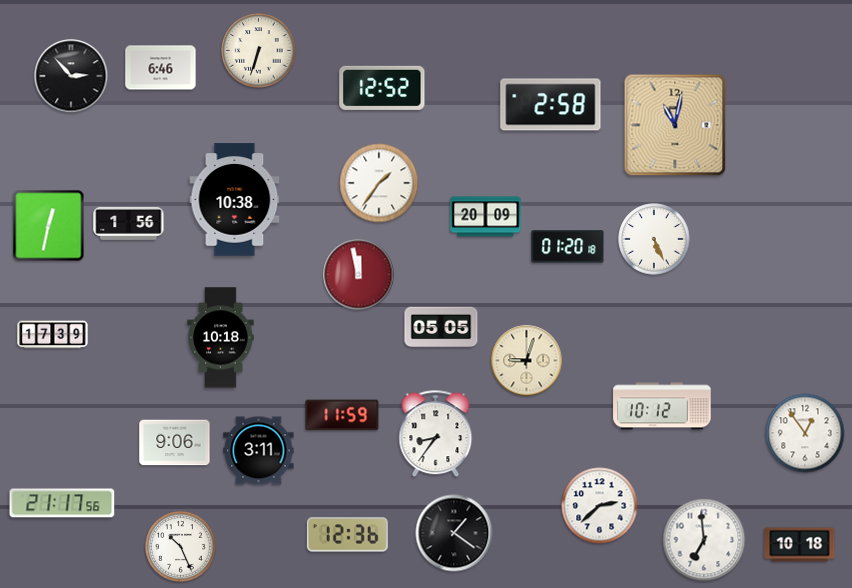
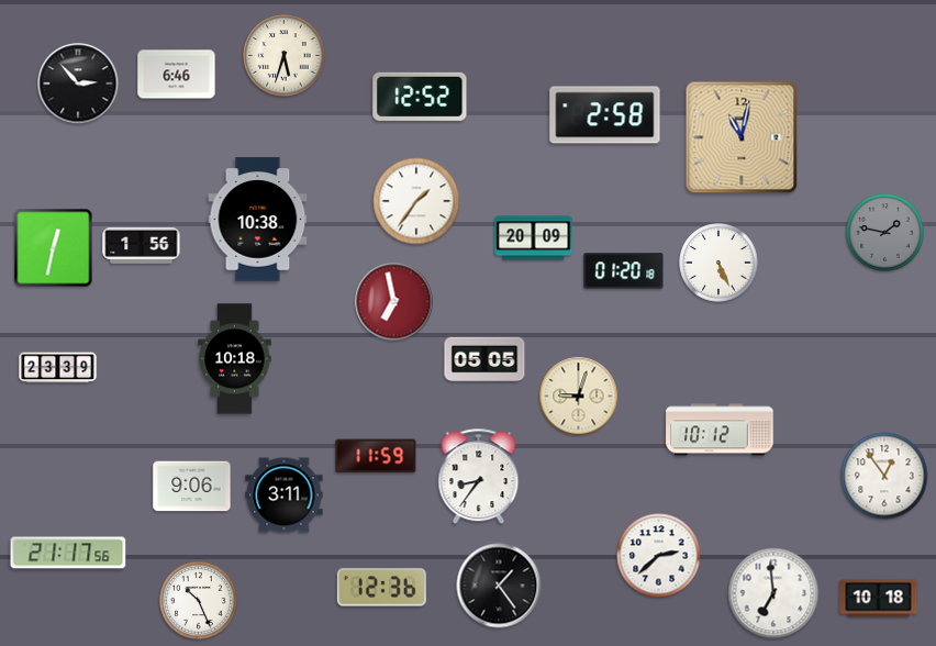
clock at (259, 51): 6:33 -> 5:33
clock at (885, 233): none -> 1:47
clock at (359, 275): 11:58 -> 6:58
clock at (53, 335): 17:39 -> 23:39
clock at (221, 338) position: (221, 338) -> (235, 359)
clock at (662, 406) position: (662, 406) -> (720, 430)
clock at (454, 533): 1:21 -> 1:24
